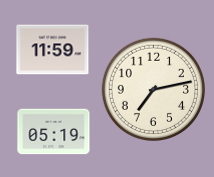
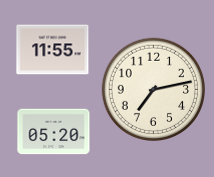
clock at (53, 50): 11:59 -> 11:55
clock at (54, 132): 05:19 -> 05:20
